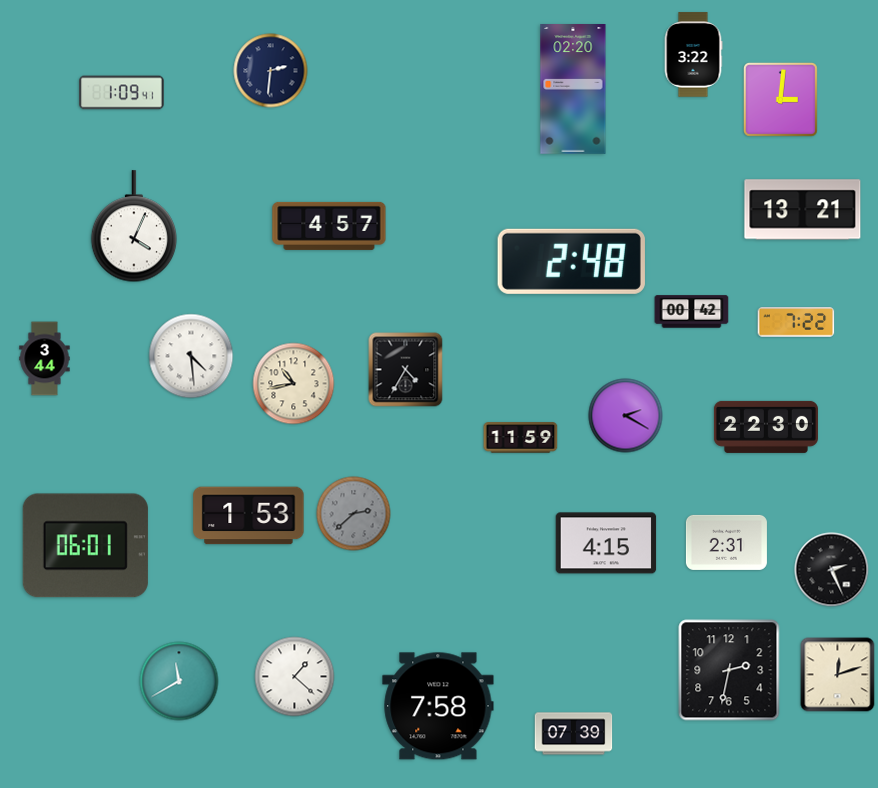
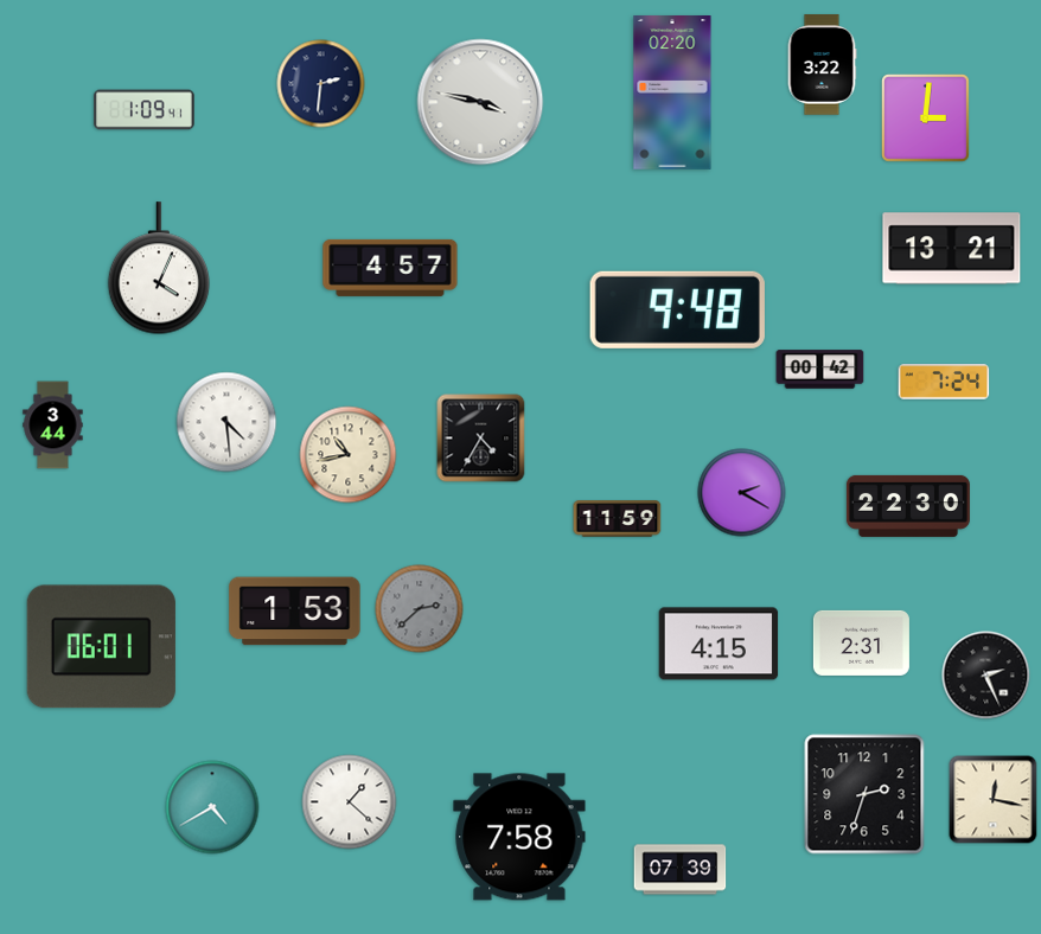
clock at (480, 102): none -> 3:47
clock at (573, 90) position: (573, 90) -> (672, 94)
clock at (571, 261): 2:48 -> 9:48
clock at (796, 322): 7:22 -> 7:24
clock at (729, 670): 2:32 -> 2:33
clock at (838, 675): 12:12 -> 12:17
clock at (179, 681): 11:40 -> 4:40
